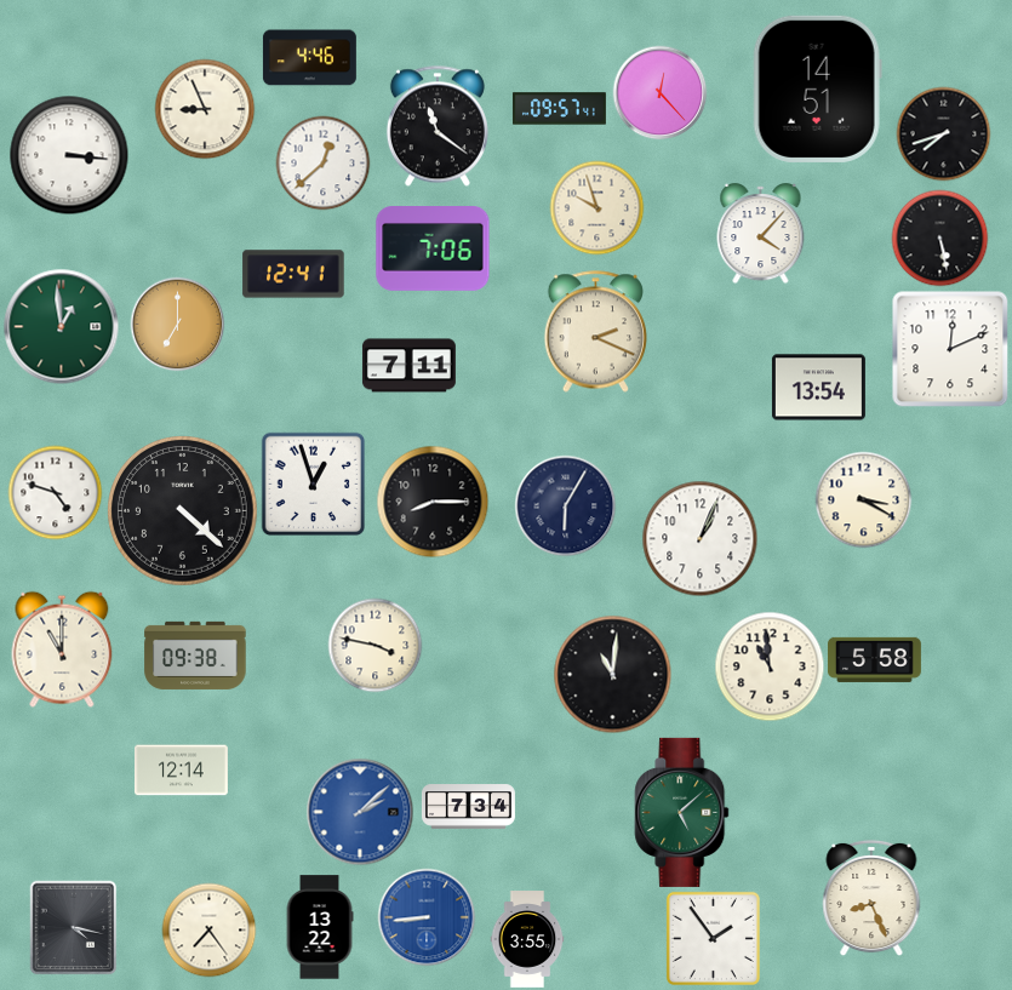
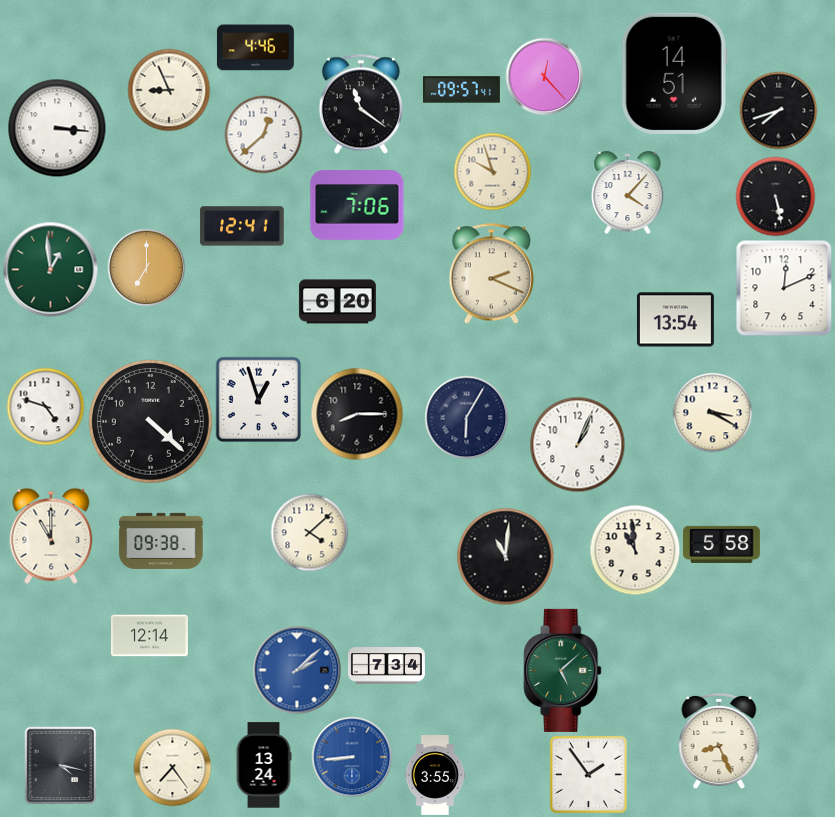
clock at (322, 162) position: (322, 162) -> (263, 134)
clock at (408, 366): 7:11 -> 6:20
clock at (375, 645): 3:47 -> 4:08
clock at (320, 927): 13:22 -> 13:24
